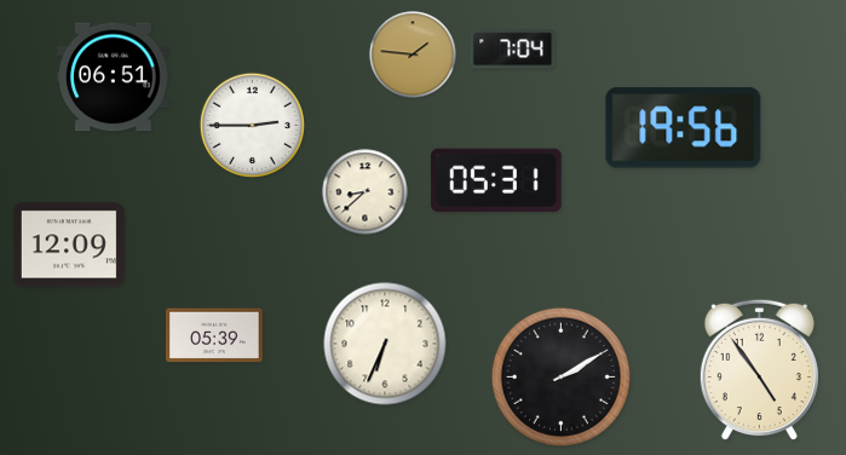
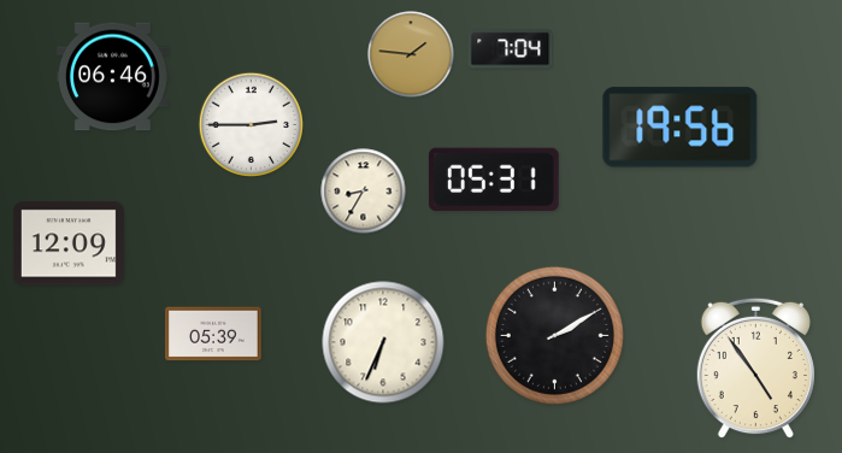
clock at (113, 77): 06:51 -> 06:46
clock at (366, 192): 8:38 -> 8:35
clock at (560, 376) position: (560, 376) -> (554, 335)
